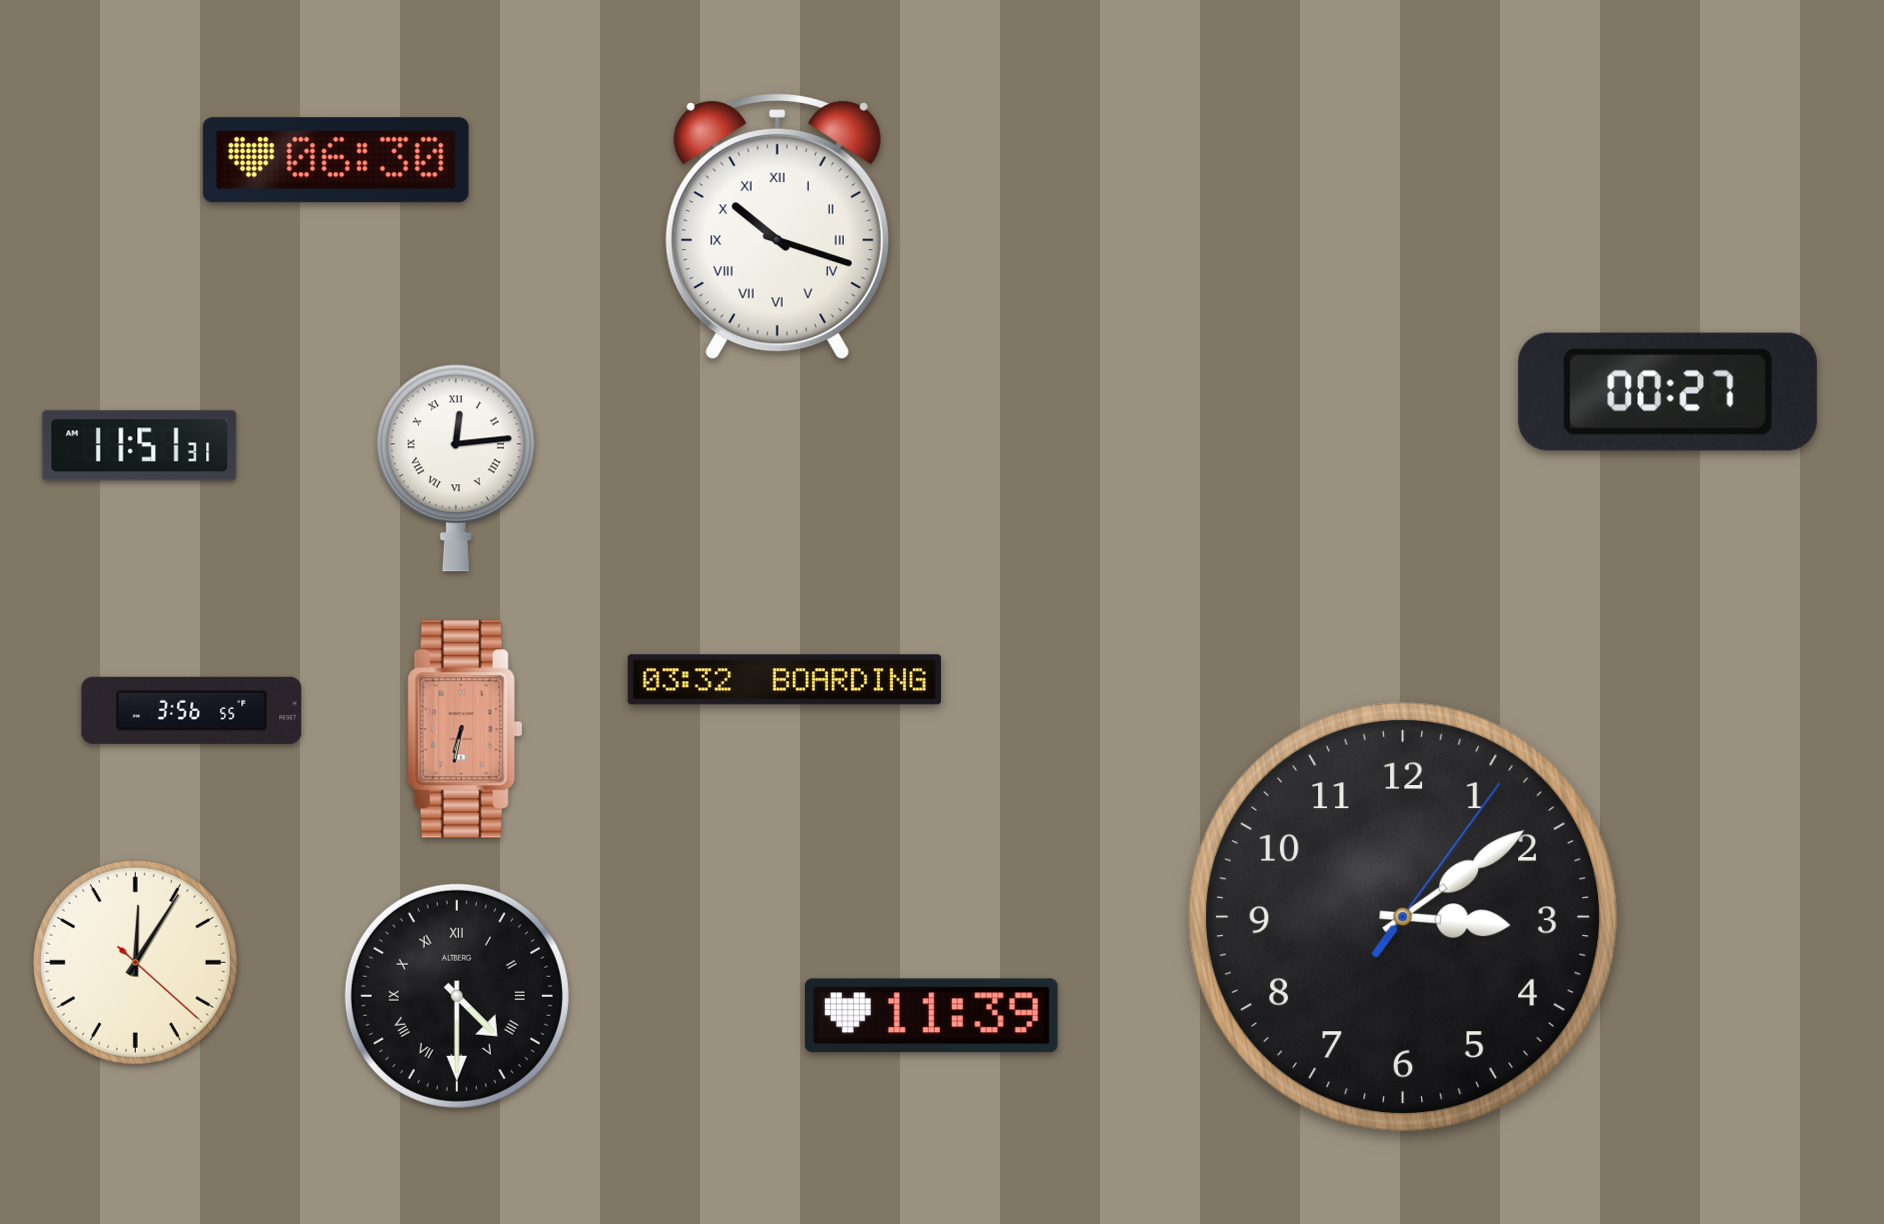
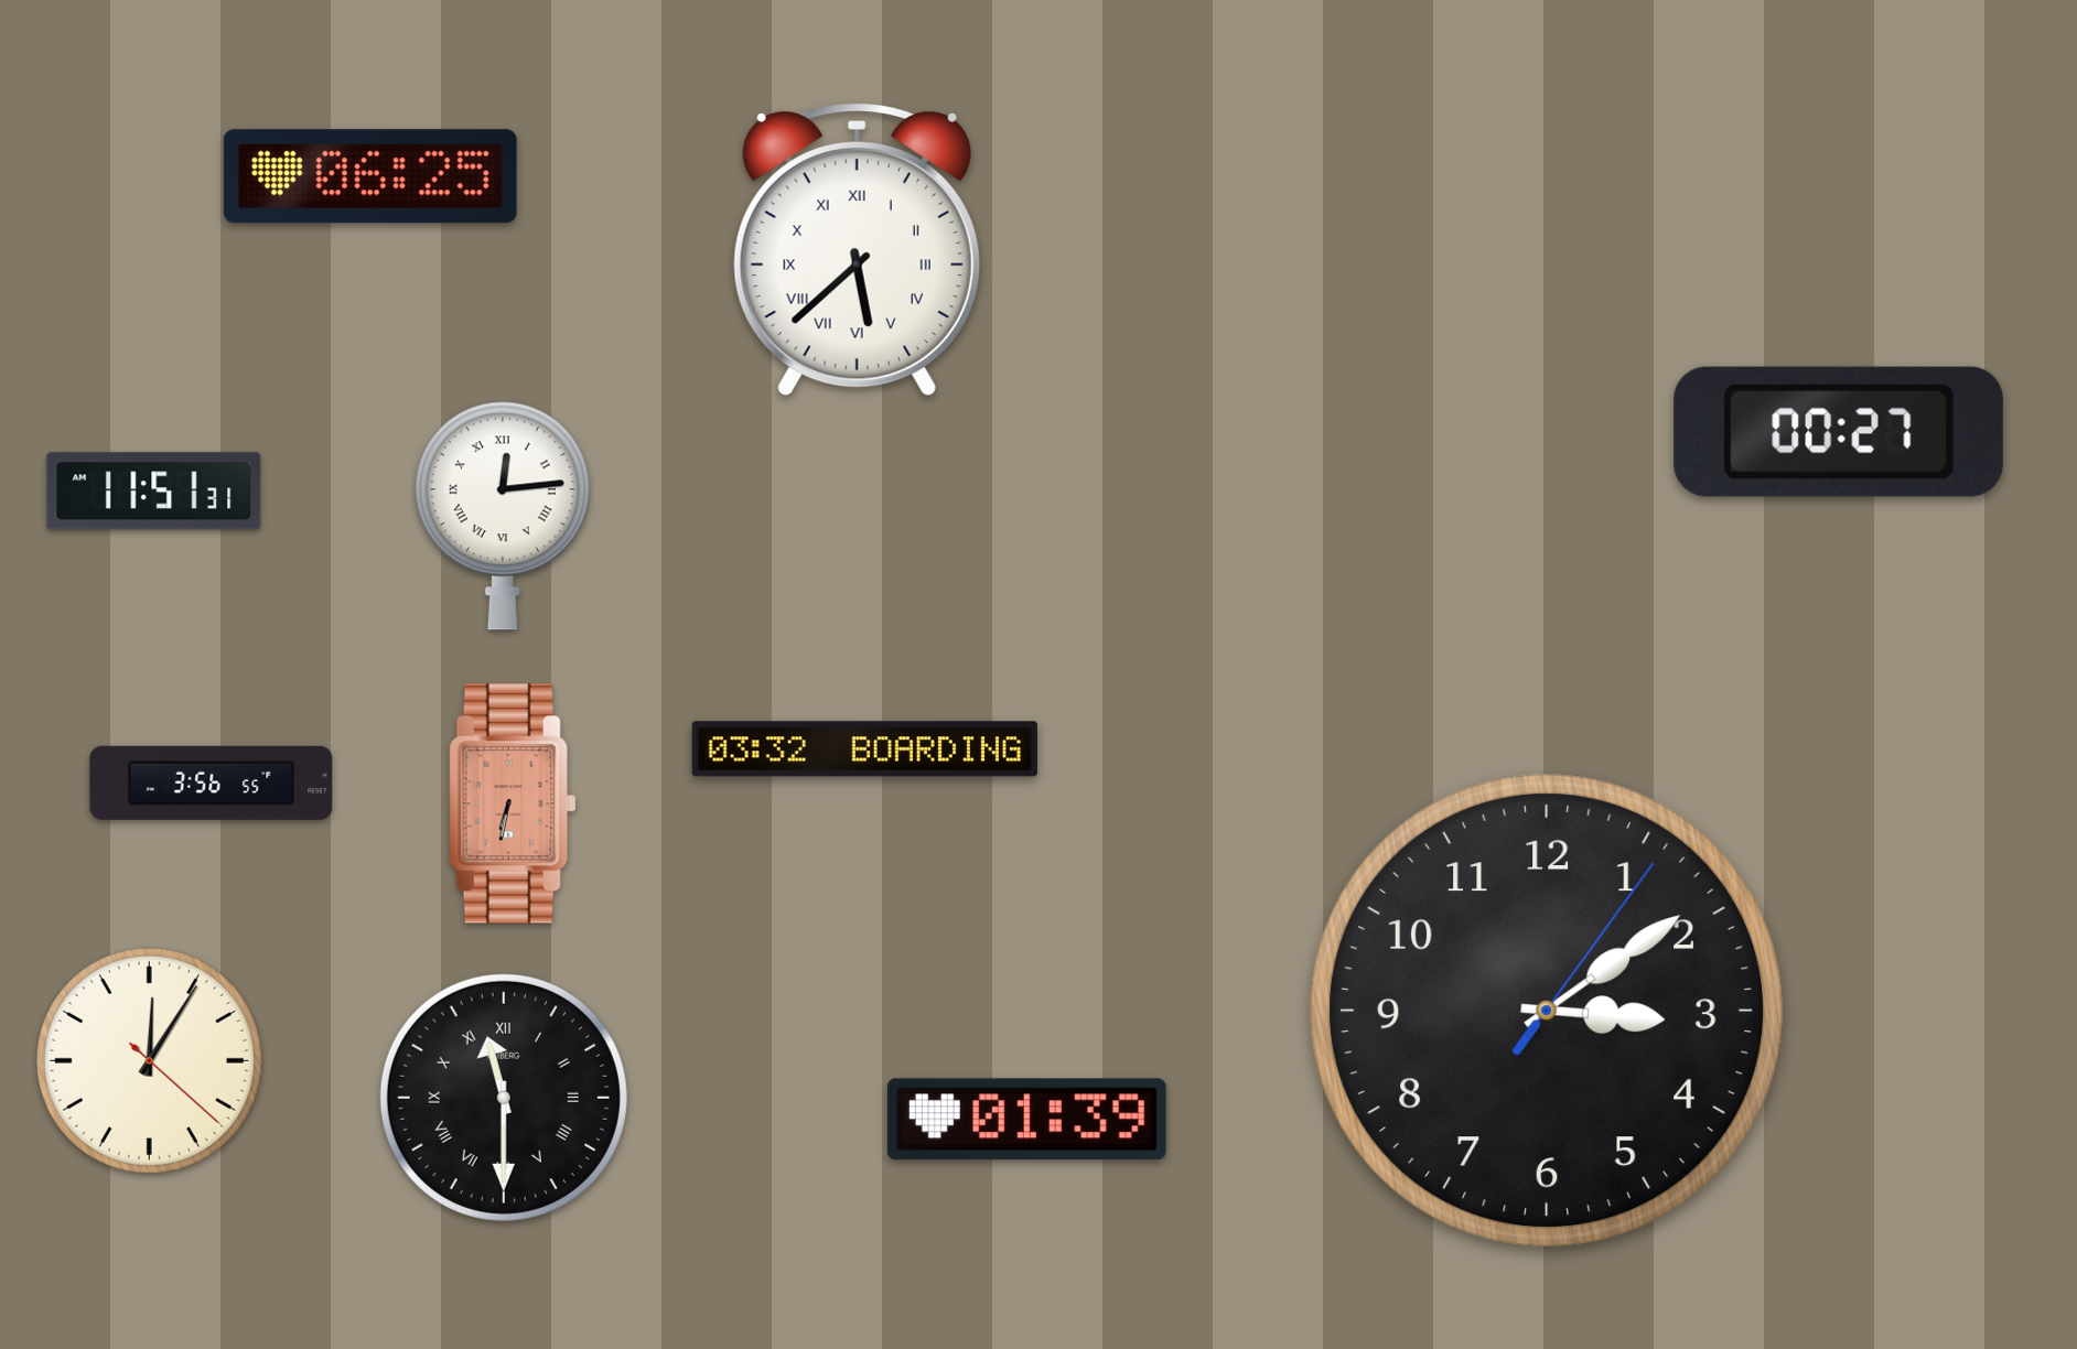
clock at (336, 160): 06:30 -> 06:25
clock at (777, 226): 10:18 -> 5:38
clock at (457, 996): 4:30 -> 11:30
clock at (931, 1016): 11:39 -> 01:39
